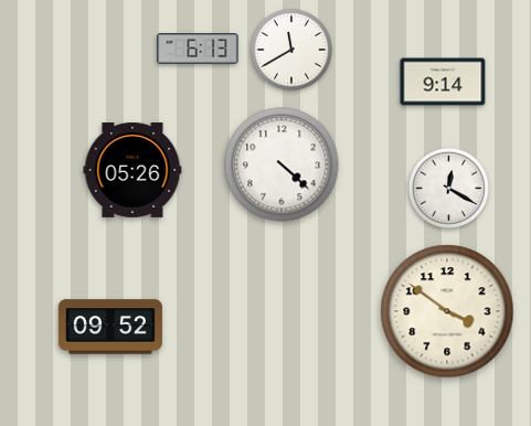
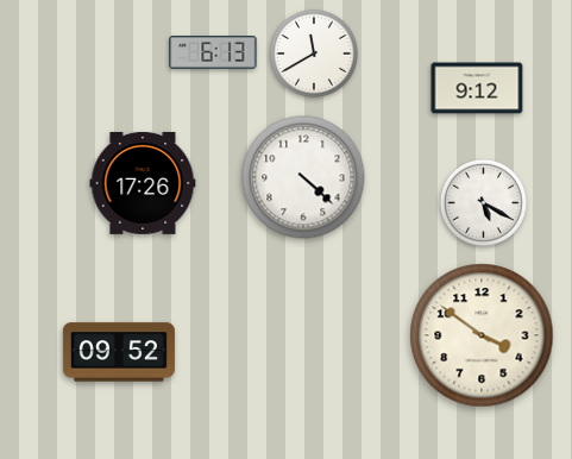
clock at (443, 82): 9:14 -> 9:12
clock at (132, 170): 05:26 -> 17:26
clock at (448, 188): 12:20 -> 5:20
